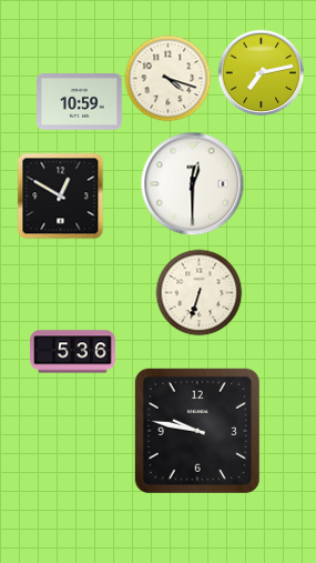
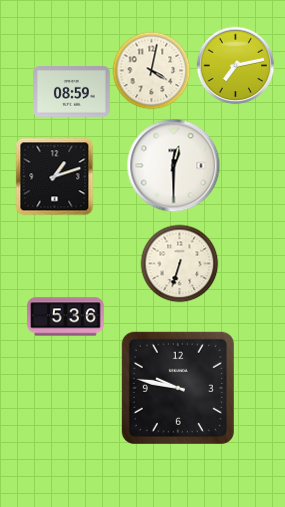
clock at (167, 78): 4:18 -> 4:02
clock at (80, 102): 10:59 -> 08:59
clock at (60, 195): 12:50 -> 1:12
